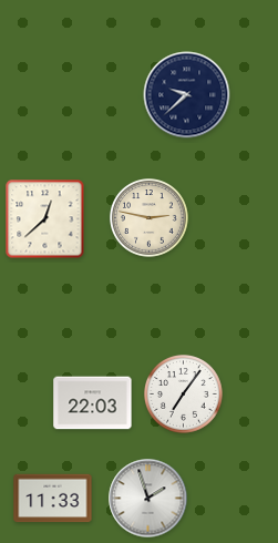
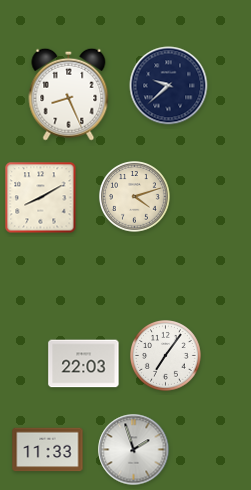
clock at (69, 94): none -> 8:26
clock at (150, 218): 2:47 -> 4:12
clock at (45, 219): 12:38 -> 8:10
